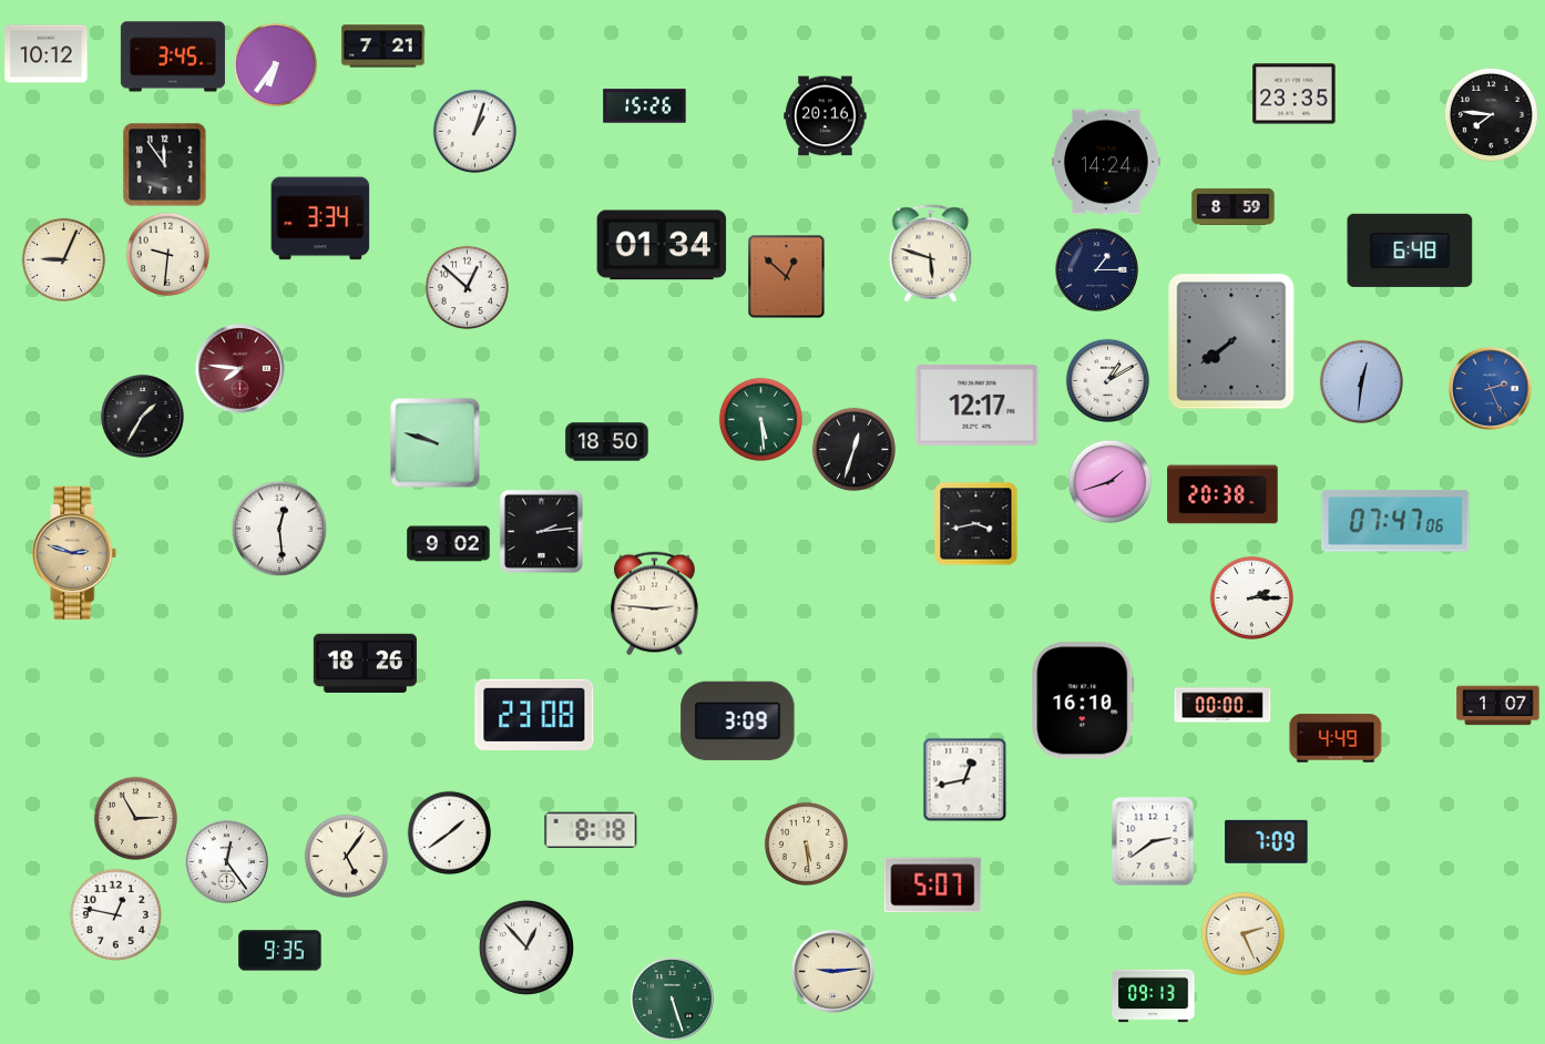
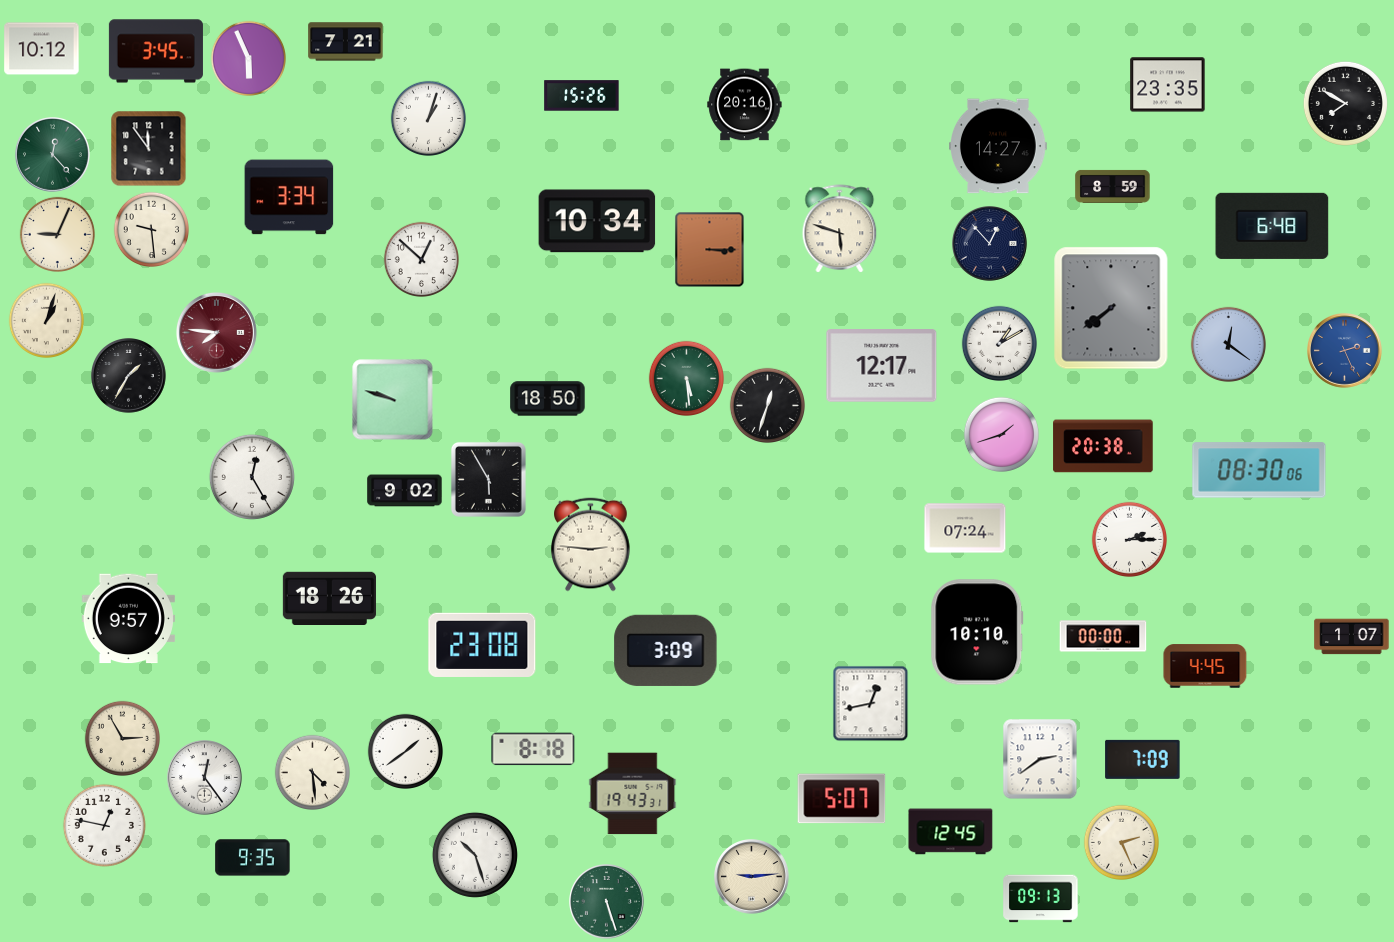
clock at (275, 64): 6:36 -> 5:56
clock at (1491, 114): 7:46 -> 7:50
clock at (1107, 162): 14:24 -> 14:27
clock at (53, 155): none -> 12:23
clock at (662, 245): 01:34 -> 10:34
clock at (167, 254): 9:31 -> 9:29
clock at (1097, 270): 1:15 -> 12:53
clock at (787, 277): 12:52 -> 3:15
clock at (46, 320): none -> 1:03
clock at (1361, 381): 12:31 -> 12:21
clock at (853, 449) position: (853, 449) -> (767, 405)
clock at (1395, 521): 07:47 -> 08:30
clock at (976, 524): 3:43 -> none
clock at (279, 529): 12:29 -> 12:25
clock at (541, 531): 2:14 -> 5:55
clock at (74, 553): 2:48 -> none
clock at (965, 528): none -> 07:24
clock at (128, 619): none -> 9:57
clock at (1083, 700): 16:10 -> 10:10
clock at (1336, 738): 4:49 -> 4:45
clock at (806, 843): 5:29 -> none
clock at (346, 856): 5:06 -> 4:29
clock at (633, 794): none -> 19:43
clock at (951, 832): none -> 12:45
clock at (526, 948): 12:53 -> 10:27
